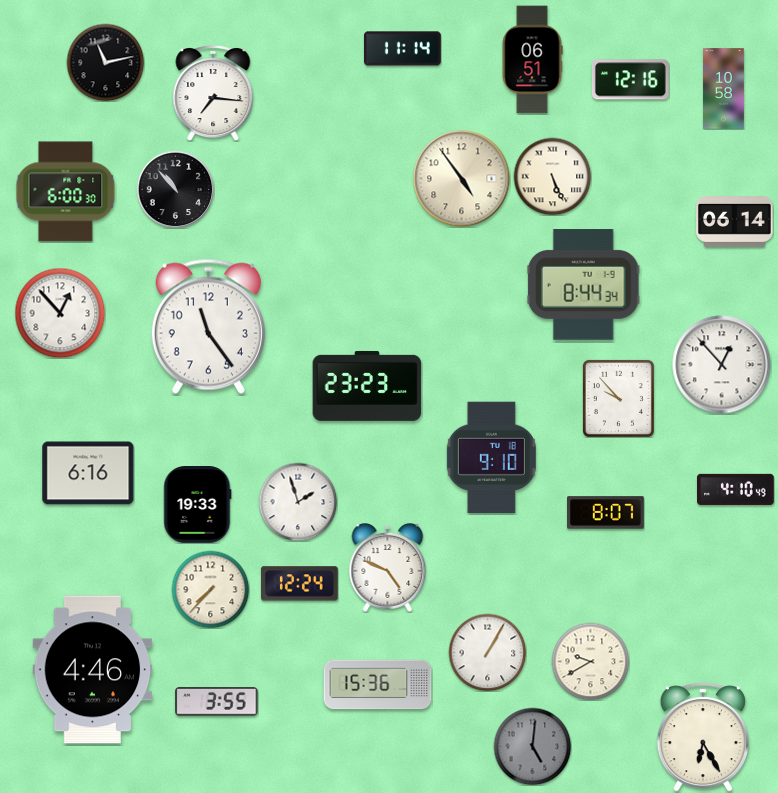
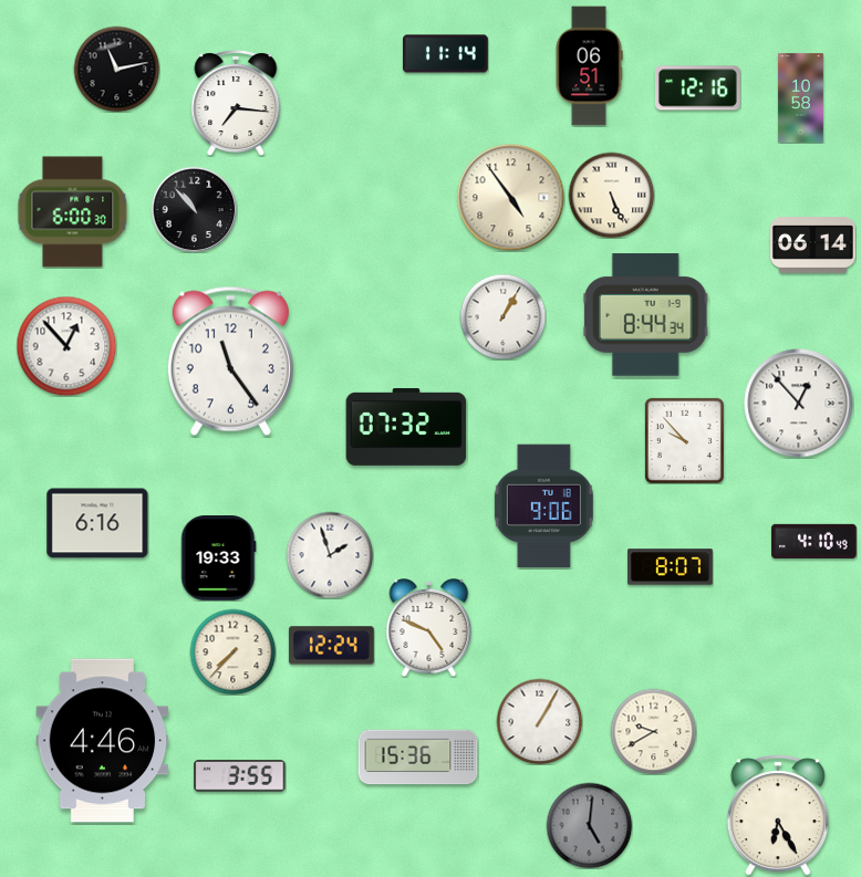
clock at (502, 316): none -> 1:05
clock at (367, 386): 23:23 -> 07:32
clock at (491, 458): 9:10 -> 9:06
